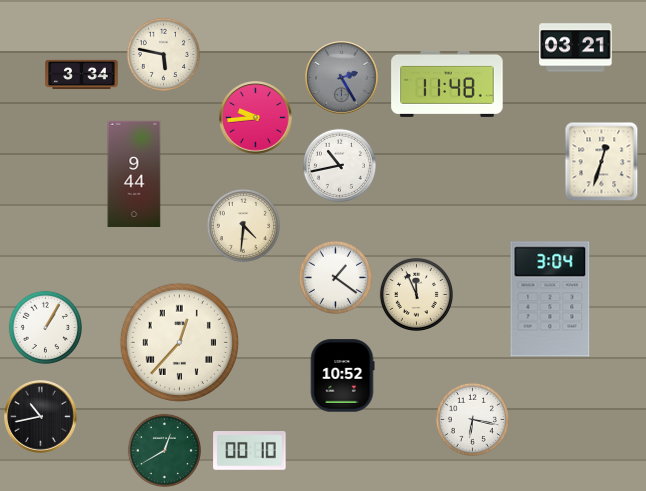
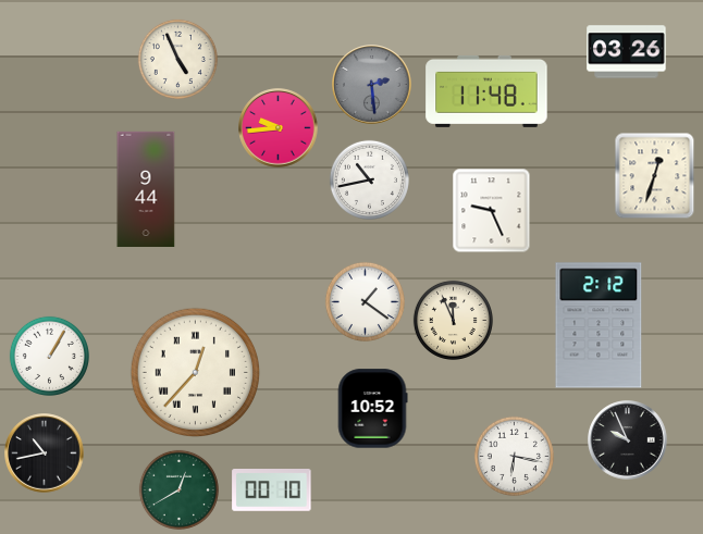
clock at (576, 48): 03:21 -> 03:26
clock at (163, 54): 5:47 -> 4:56
clock at (82, 75): 3:34 -> none
clock at (342, 78): 2:25 -> 2:29
clock at (492, 211): none -> 9:26
clock at (243, 225): 4:31 -> none
clock at (550, 299): 3:04 -> 2:12
clock at (628, 440): none -> 9:56
